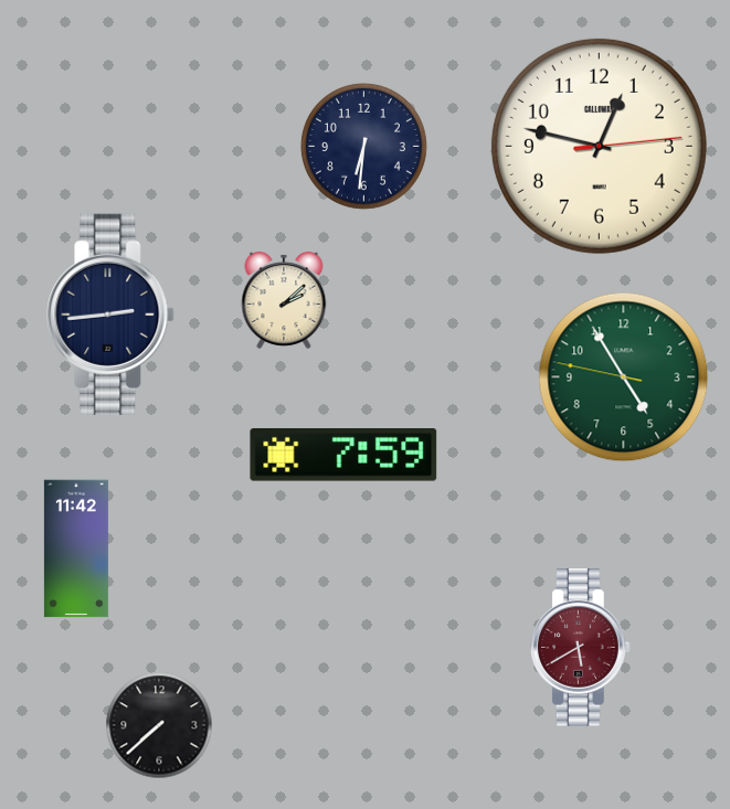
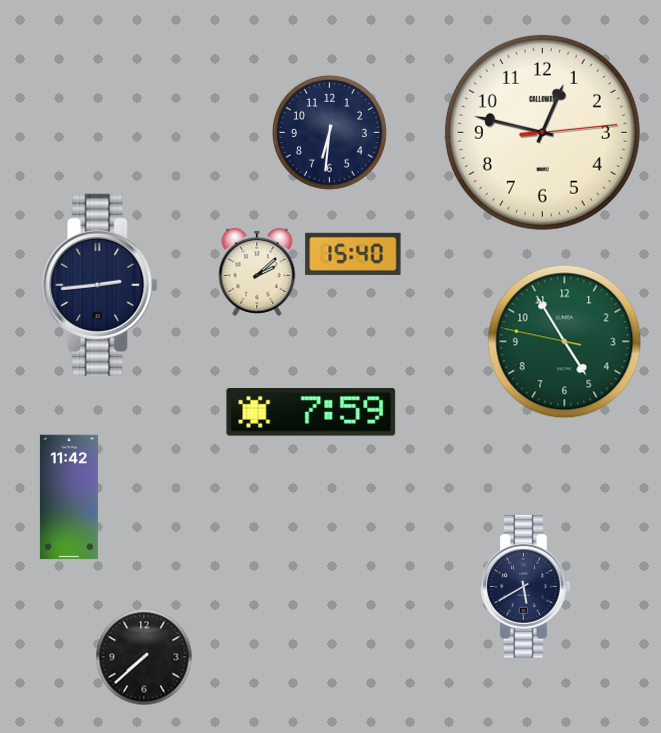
clock at (353, 254): none -> 15:40
clock at (581, 648) dial: burgundy -> navy
